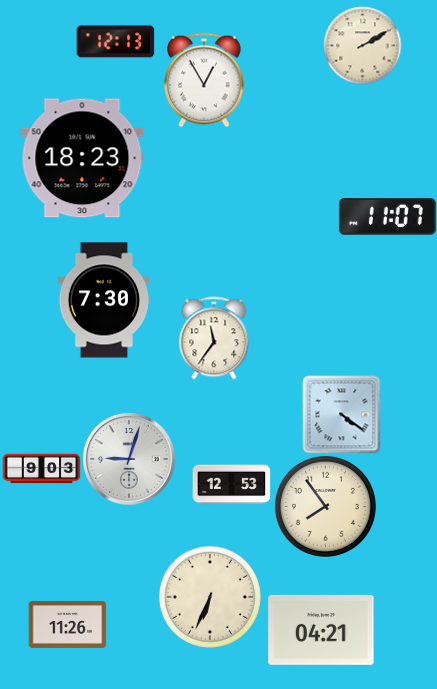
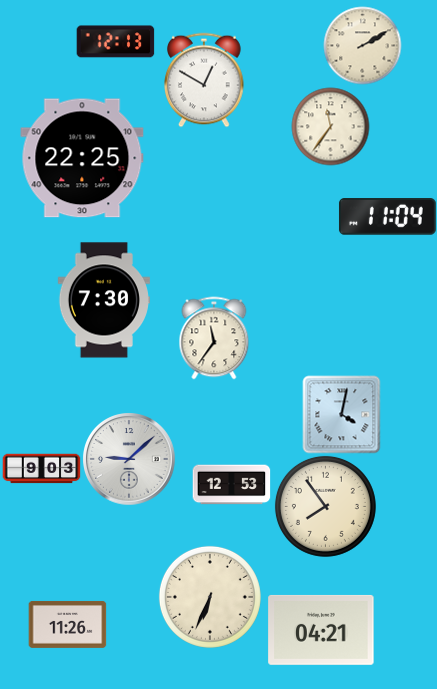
clock at (204, 80): 12:55 -> 12:50
clock at (330, 126): none -> 11:36
clock at (82, 158): 18:23 -> 22:25
clock at (387, 217): 11:07 -> 11:04
clock at (341, 414): 4:21 -> 4:02
clock at (129, 459): 9:03 -> 9:08
